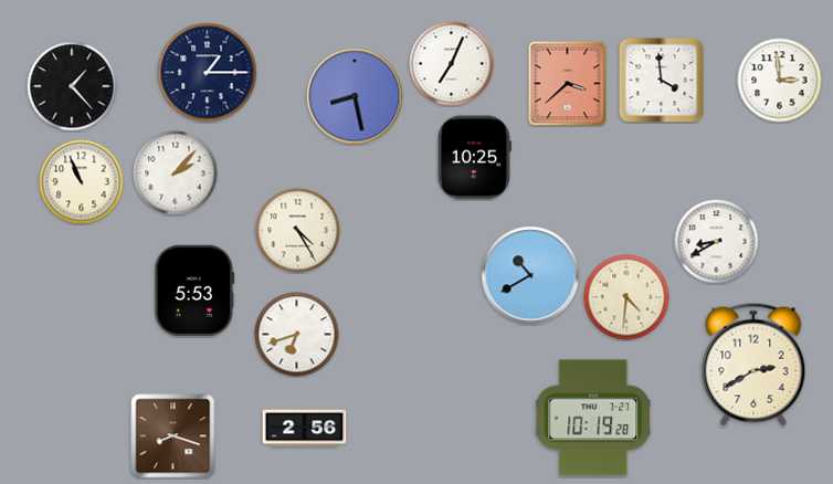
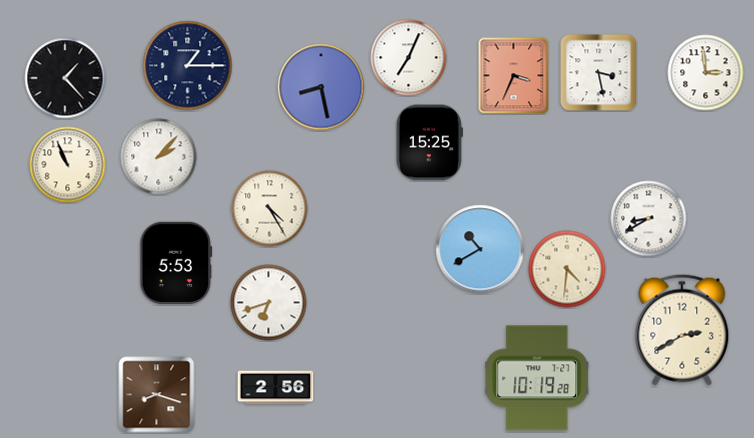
clock at (662, 81): 3:59 -> 3:28
clock at (568, 84): 3:38 -> 3:34
clock at (474, 158): 10:25 -> 15:25
clock at (82, 182) position: (82, 182) -> (68, 165)
